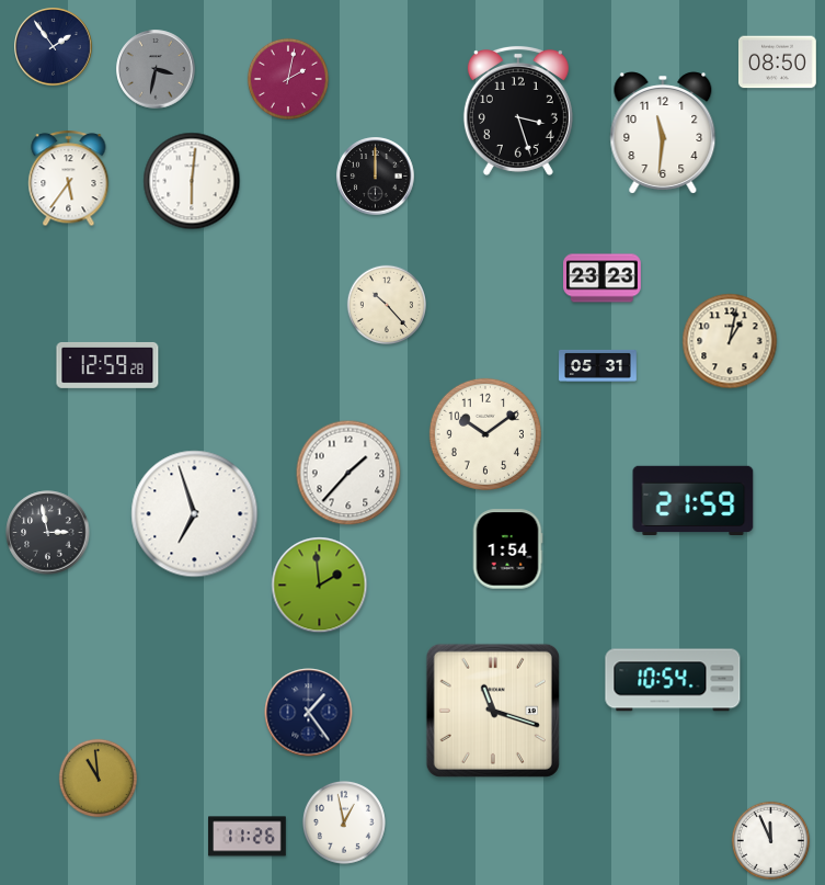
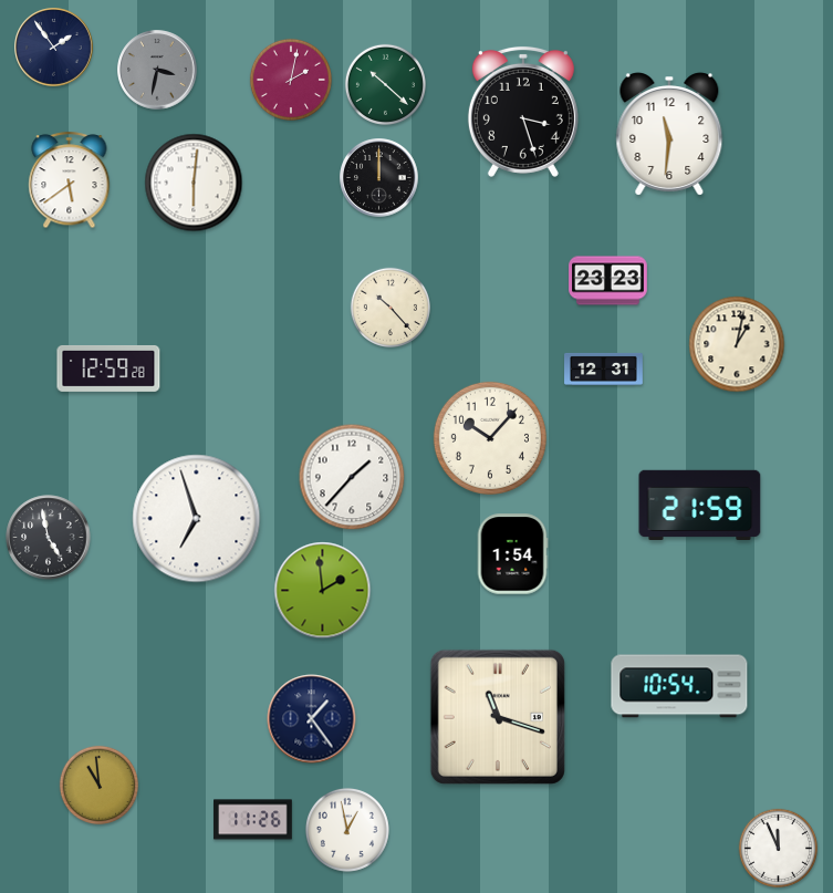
clock at (778, 63): 08:50 -> none
clock at (385, 84): none -> 10:22
clock at (69, 179): 5:36 -> 5:39
clock at (598, 365): 05:31 -> 12:31
clock at (485, 434): 10:09 -> 10:07
clock at (48, 533): 2:58 -> 4:58
clock at (248, 837) position: (248, 837) -> (253, 820)
